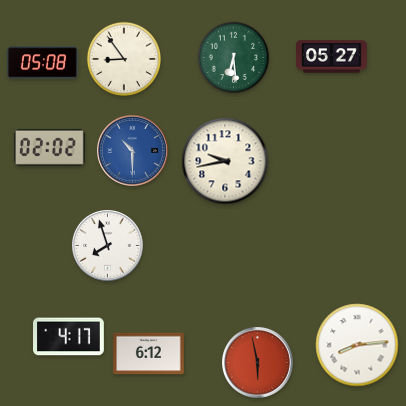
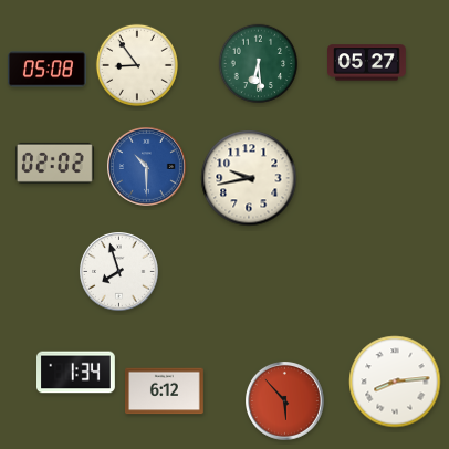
clock at (69, 337): 4:17 -> 1:34
clock at (258, 363): 5:58 -> 5:53
